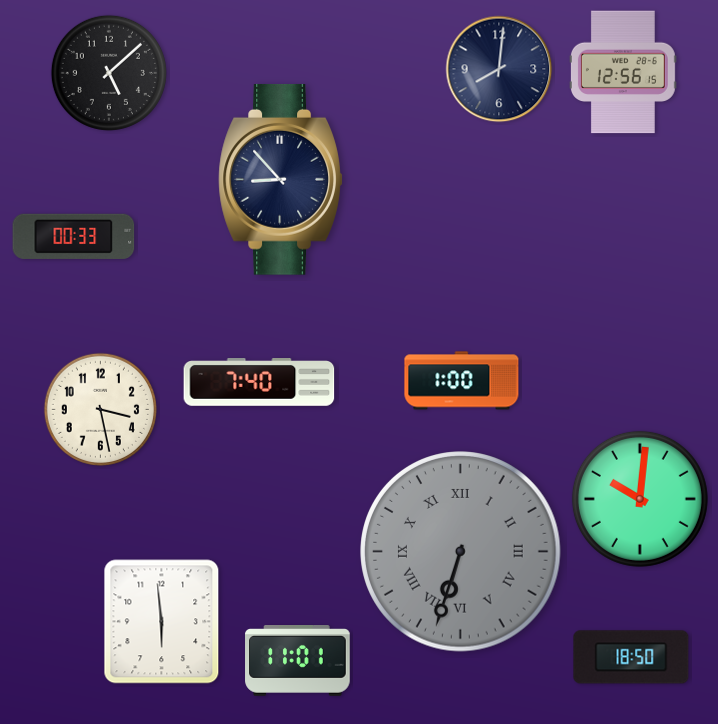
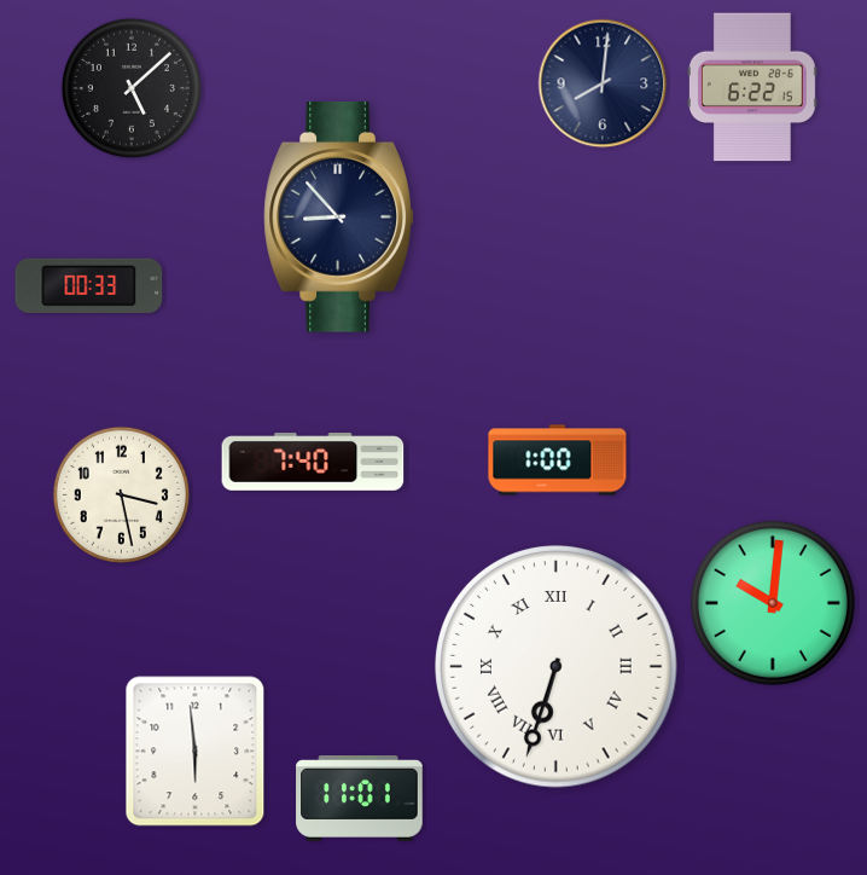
clock at (623, 72): 12:56 -> 6:22
clock at (461, 552) dial: grey -> white
clock at (631, 657): 18:50 -> none
